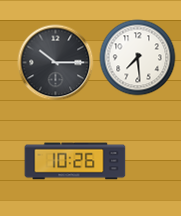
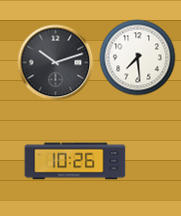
clock at (56, 63): 10:15 -> 10:12
